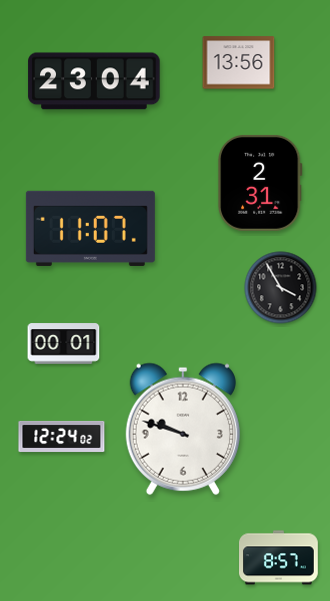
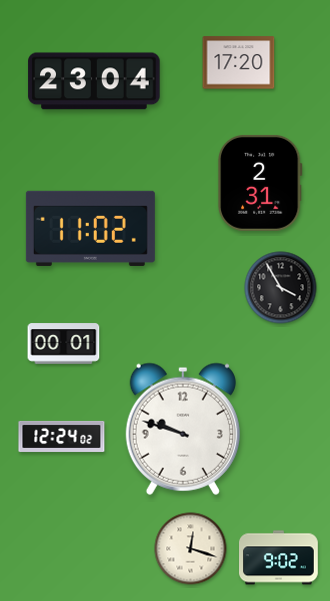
clock at (239, 63): 13:56 -> 17:20
clock at (90, 228): 11:07 -> 11:02
clock at (191, 549): none -> 12:18
clock at (279, 558): 8:57 -> 9:02
